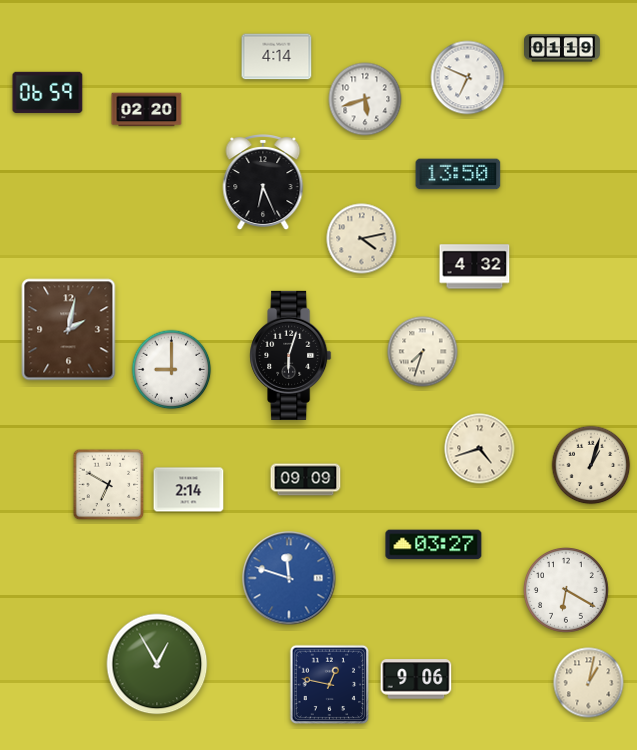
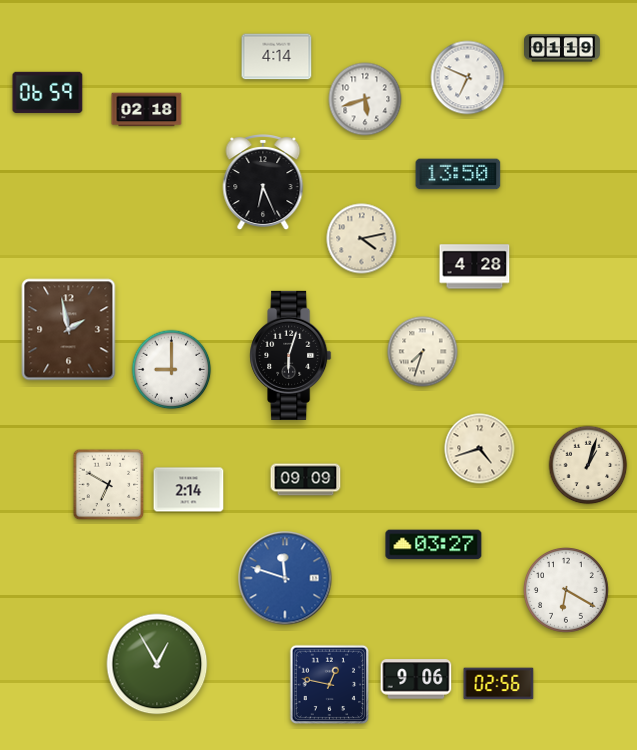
clock at (147, 110): 02:20 -> 02:18
clock at (475, 267): 4:32 -> 4:28
clock at (69, 330): 2:02 -> 1:58
clock at (591, 465) position: (591, 465) -> (588, 465)
clock at (289, 578) position: (289, 578) -> (285, 578)
clock at (589, 683): 1:02 -> none
clock at (499, 684): none -> 02:56
